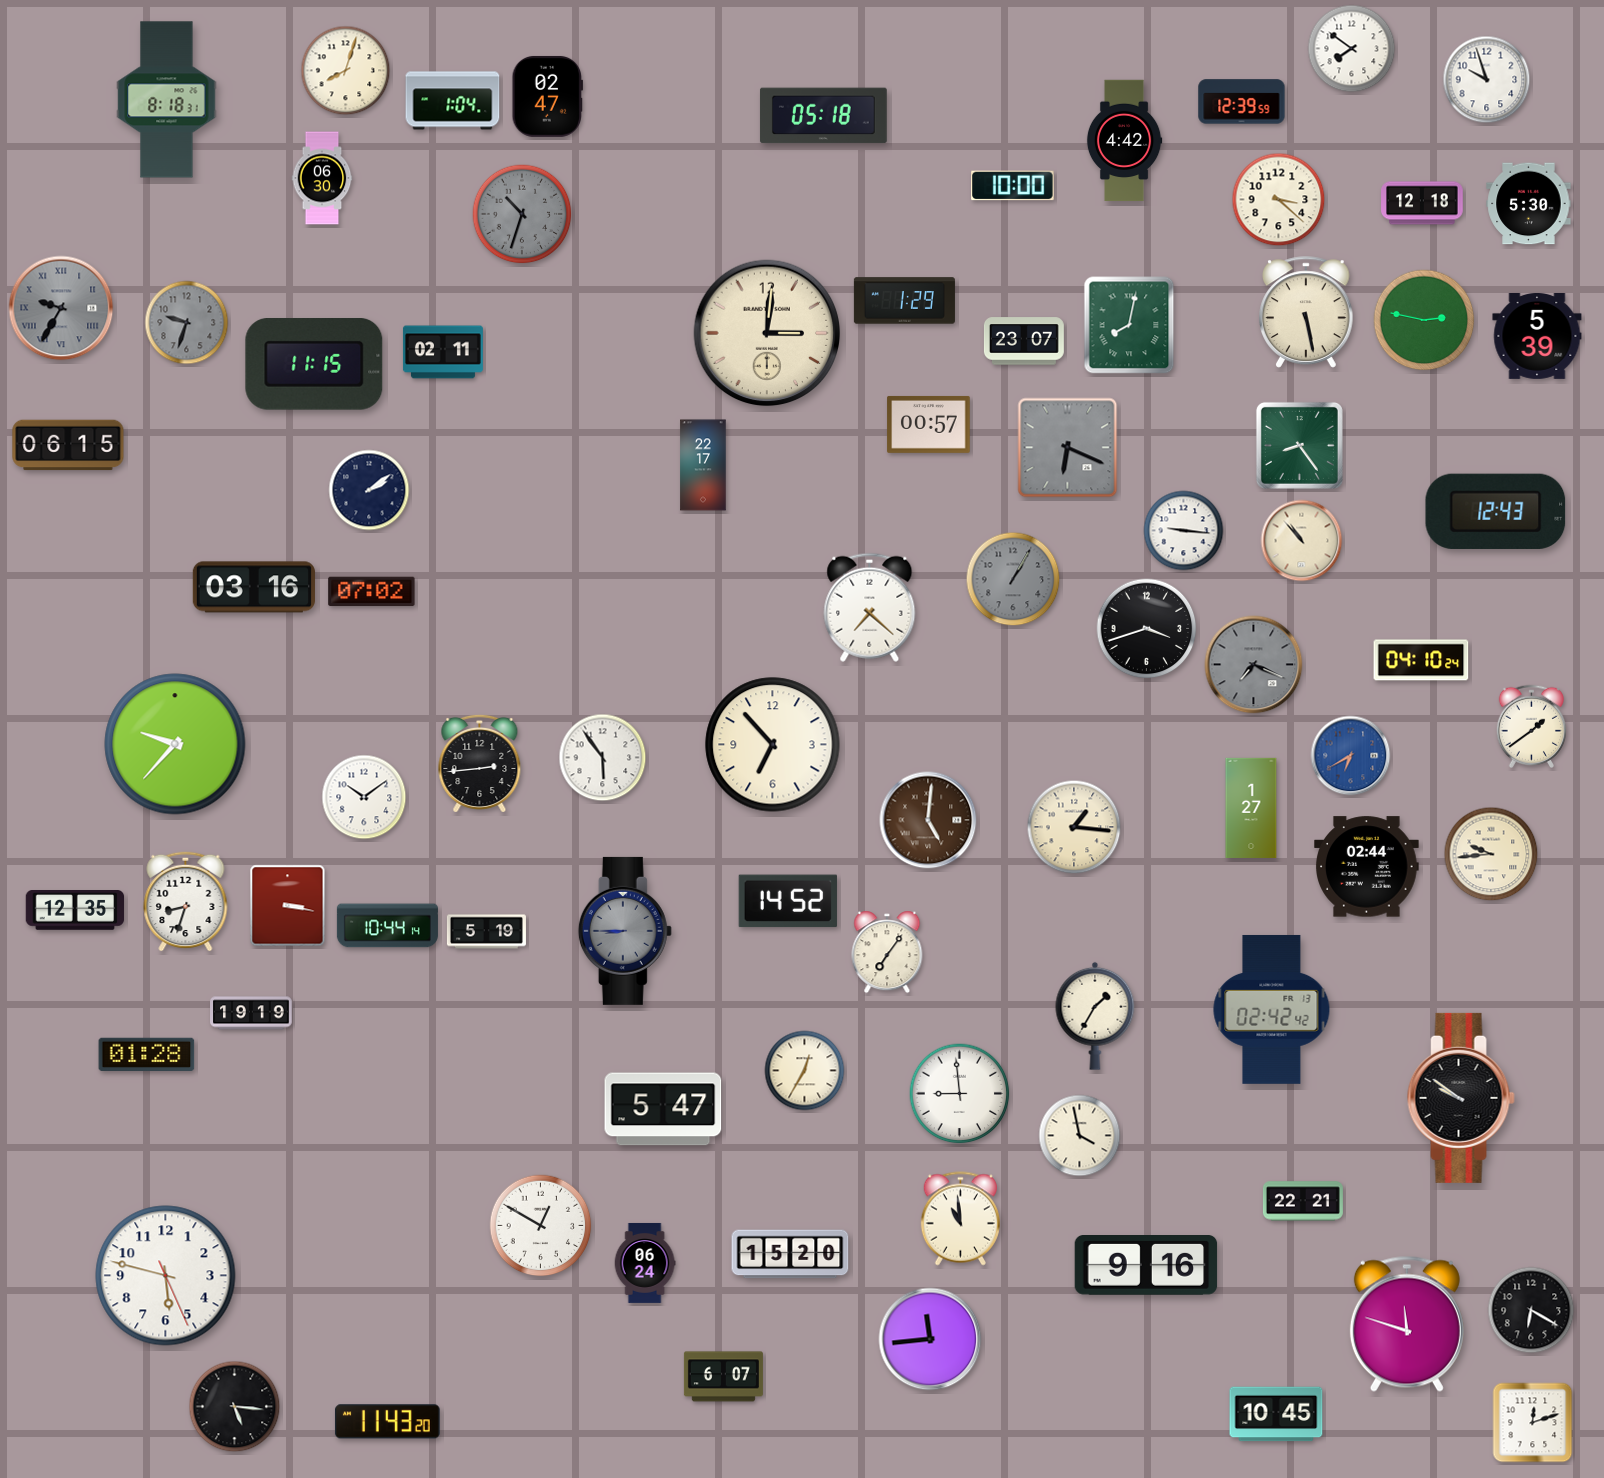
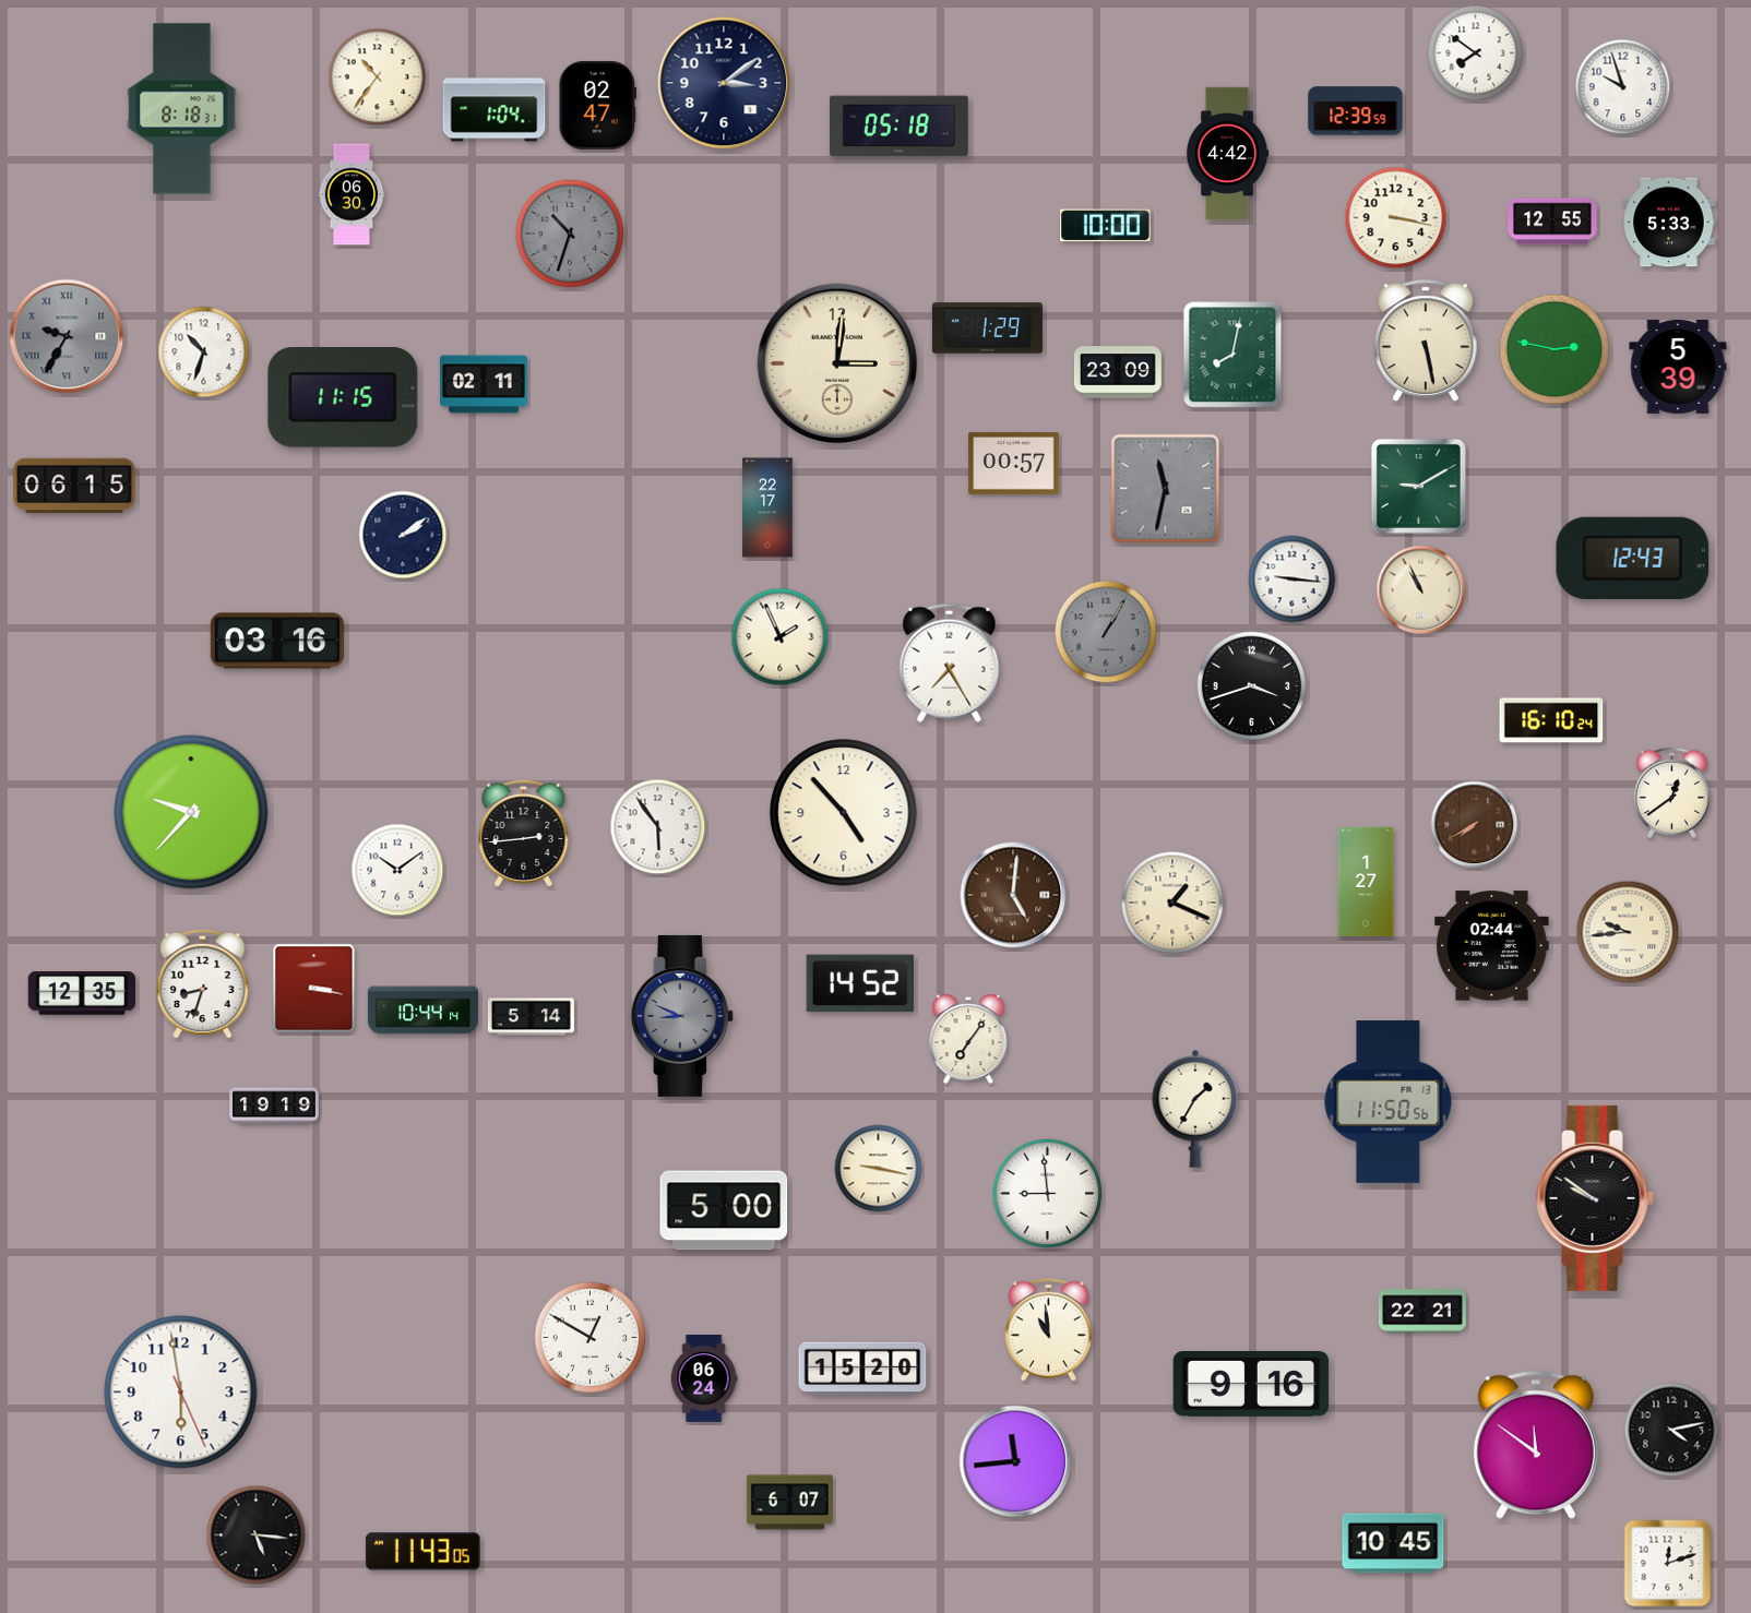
clock at (346, 71): 8:03 -> 10:36
clock at (724, 83): none -> 3:09
clock at (1013, 186) position: (1013, 186) -> (1106, 226)
clock at (1279, 200): 3:22 -> 3:17
clock at (1422, 203): 12:18 -> 12:55
clock at (1529, 204): 5:30 -> 5:33
clock at (187, 323): 9:33 -> 10:33
clock at (187, 323) dial: grey -> white
clock at (1024, 341): 23:07 -> 23:09
clock at (1299, 445): 8:24 -> 9:10
clock at (1068, 448): 6:19 -> 11:32
clock at (1302, 541): 10:53 -> 10:56
clock at (781, 637): none -> 1:56
clock at (372, 592): 07:02 -> none
clock at (870, 607): 7:22 -> 7:25
clock at (1421, 660): 04:10 -> 16:10
clock at (1254, 665): 7:19 -> none
clock at (1531, 726): 1:39 -> 12:39
clock at (773, 745): 6:53 -> 4:53
clock at (1351, 756): 6:40 -> 7:40
clock at (1351, 756) dial: blue -> brown
clock at (1074, 827): 1:16 -> 1:19
clock at (625, 931): 8:45 -> 8:49
clock at (486, 932): 5:19 -> 5:14
clock at (1272, 1009): 02:42 -> 11:50
clock at (147, 1055): 01:28 -> none
clock at (805, 1071): 12:35 -> 9:17
clock at (663, 1109): 5:47 -> 5:00
clock at (1080, 1136): 3:58 -> none
clock at (1146, 1266) position: (1146, 1266) -> (1251, 1385)
clock at (166, 1276): 5:47 -> 5:58
clock at (1531, 1310): 6:20 -> 4:13
clock at (1407, 1324): 11:48 -> 11:51
clock at (387, 1422): 11:43:20 -> 11:43:05
clock at (1533, 1423) position: (1533, 1423) -> (1668, 1564)
